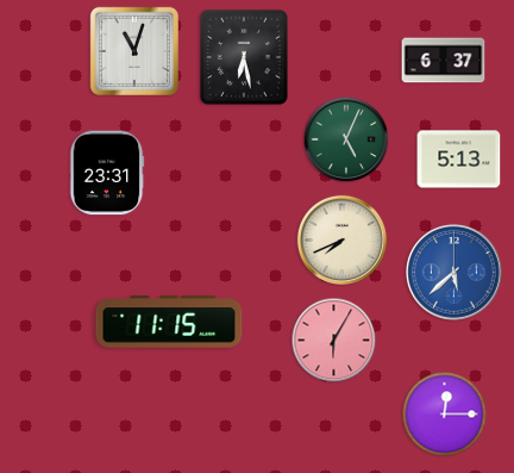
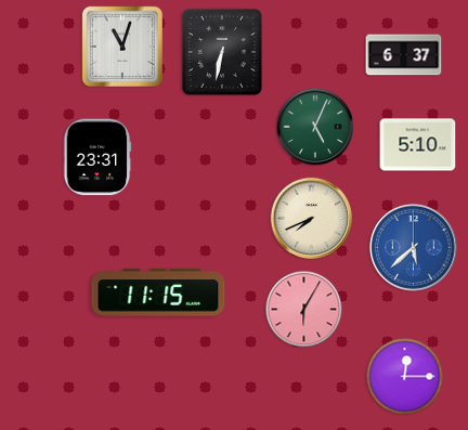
clock at (244, 57): 6:28 -> 6:32
clock at (459, 160): 5:13 -> 5:10
clock at (169, 322) position: (169, 322) -> (158, 292)
